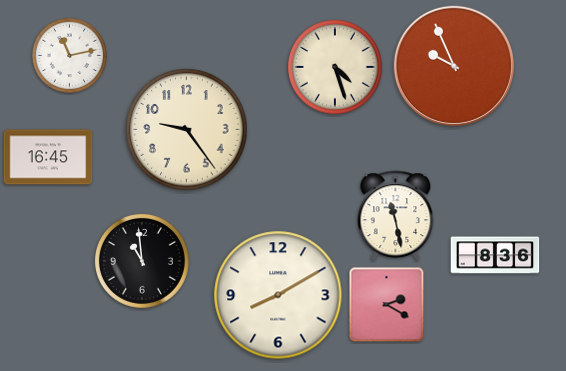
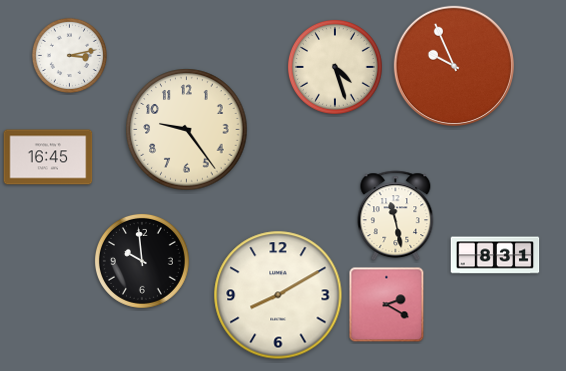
clock at (69, 55): 11:13 -> 3:13
clock at (495, 255): 8:36 -> 8:31
clock at (142, 261): 10:59 -> 9:59
